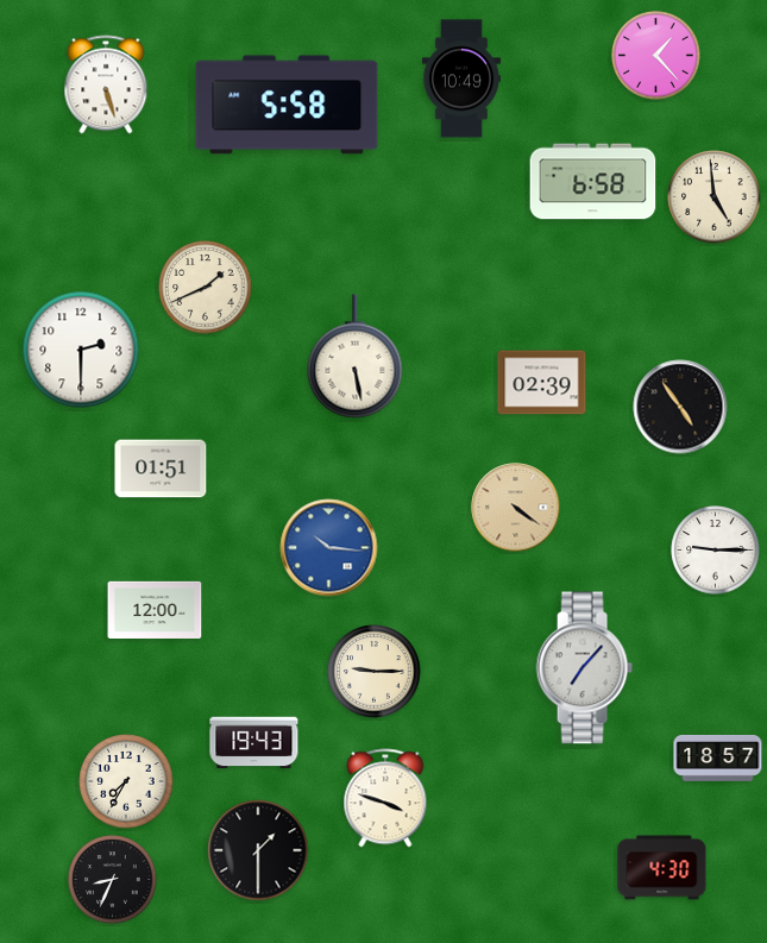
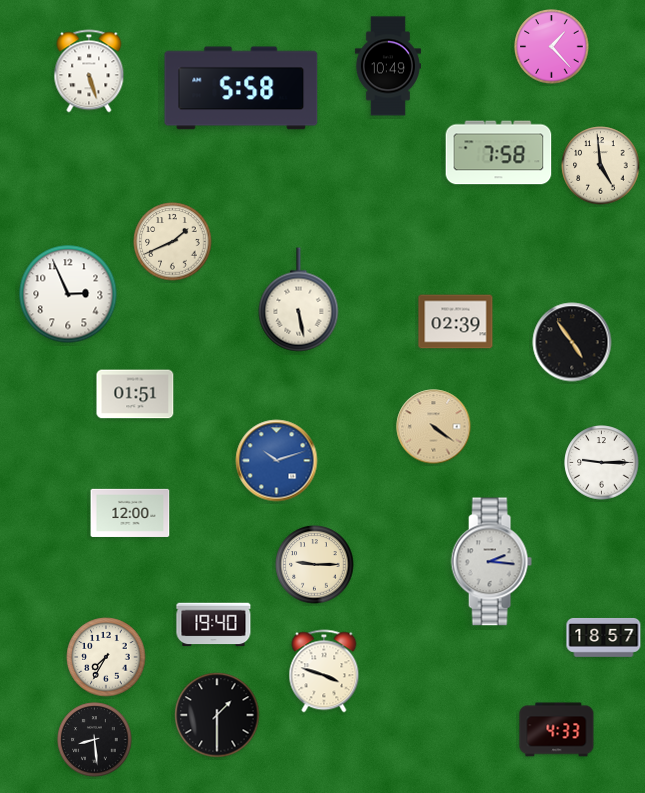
clock at (593, 182): 6:58 -> 7:58
clock at (81, 350): 2:30 -> 2:56
clock at (329, 548): 10:16 -> 10:12
clock at (584, 668): 7:07 -> 2:16
clock at (254, 743): 19:43 -> 19:40
clock at (662, 868): 4:30 -> 4:33
clock at (113, 880): 8:34 -> 8:29
